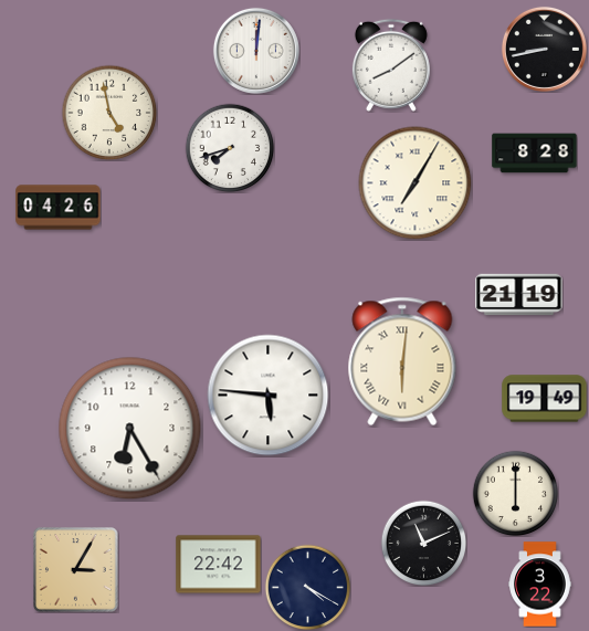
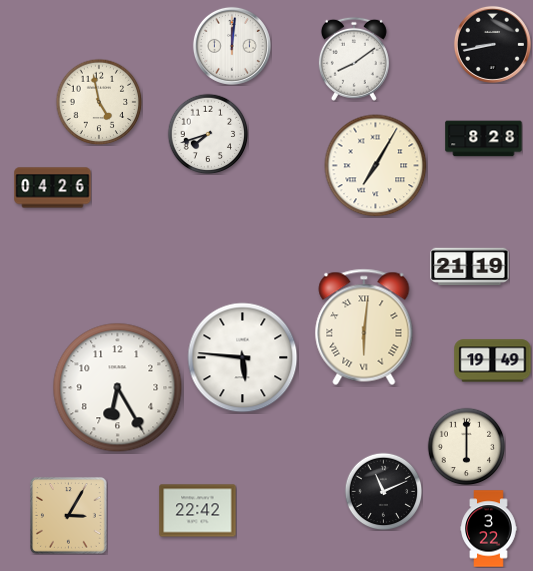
clock at (307, 587): 4:20 -> none
